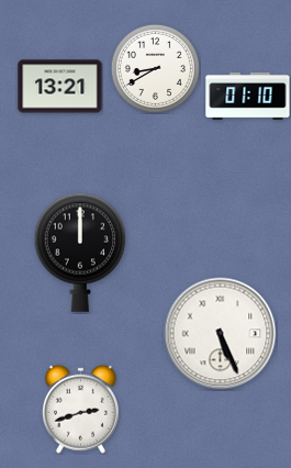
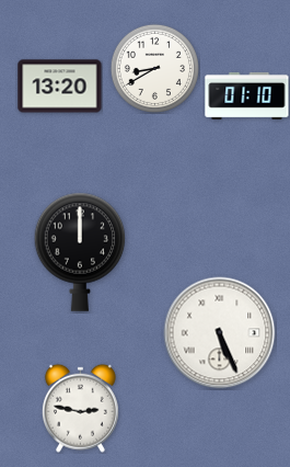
clock at (60, 87): 13:21 -> 13:20
clock at (80, 409): 2:42 -> 2:47
